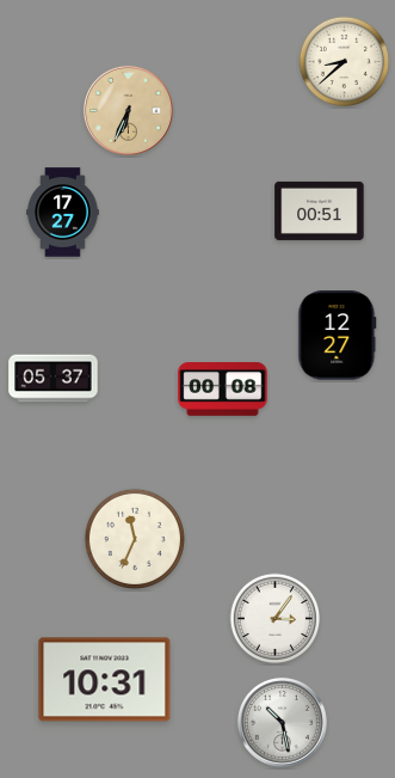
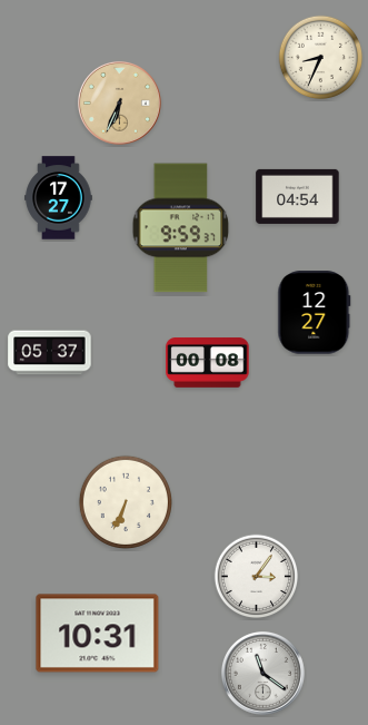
clock at (345, 62): 8:38 -> 8:34
clock at (320, 210): 00:51 -> 04:54
clock at (181, 228): none -> 9:59
clock at (135, 539): 11:34 -> 6:34
clock at (282, 722): 10:28 -> 11:21
